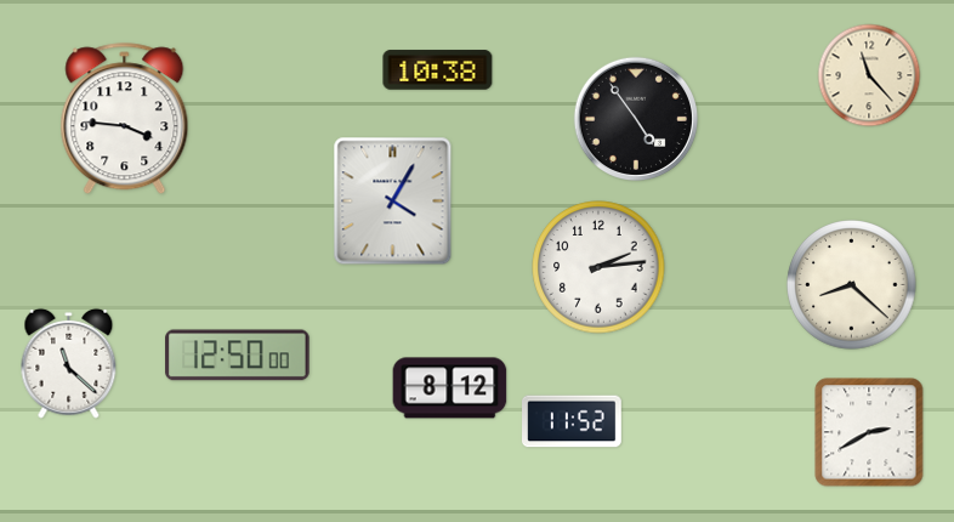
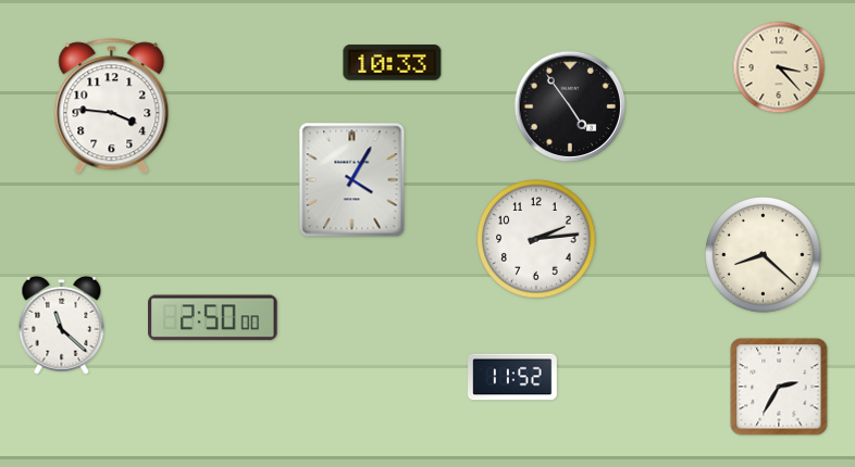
clock at (438, 70): 10:38 -> 10:33
clock at (869, 75): 11:23 -> 3:23
clock at (238, 356): 12:50 -> 2:50
clock at (450, 388): 8:12 -> none
clock at (869, 432): 2:40 -> 2:35
